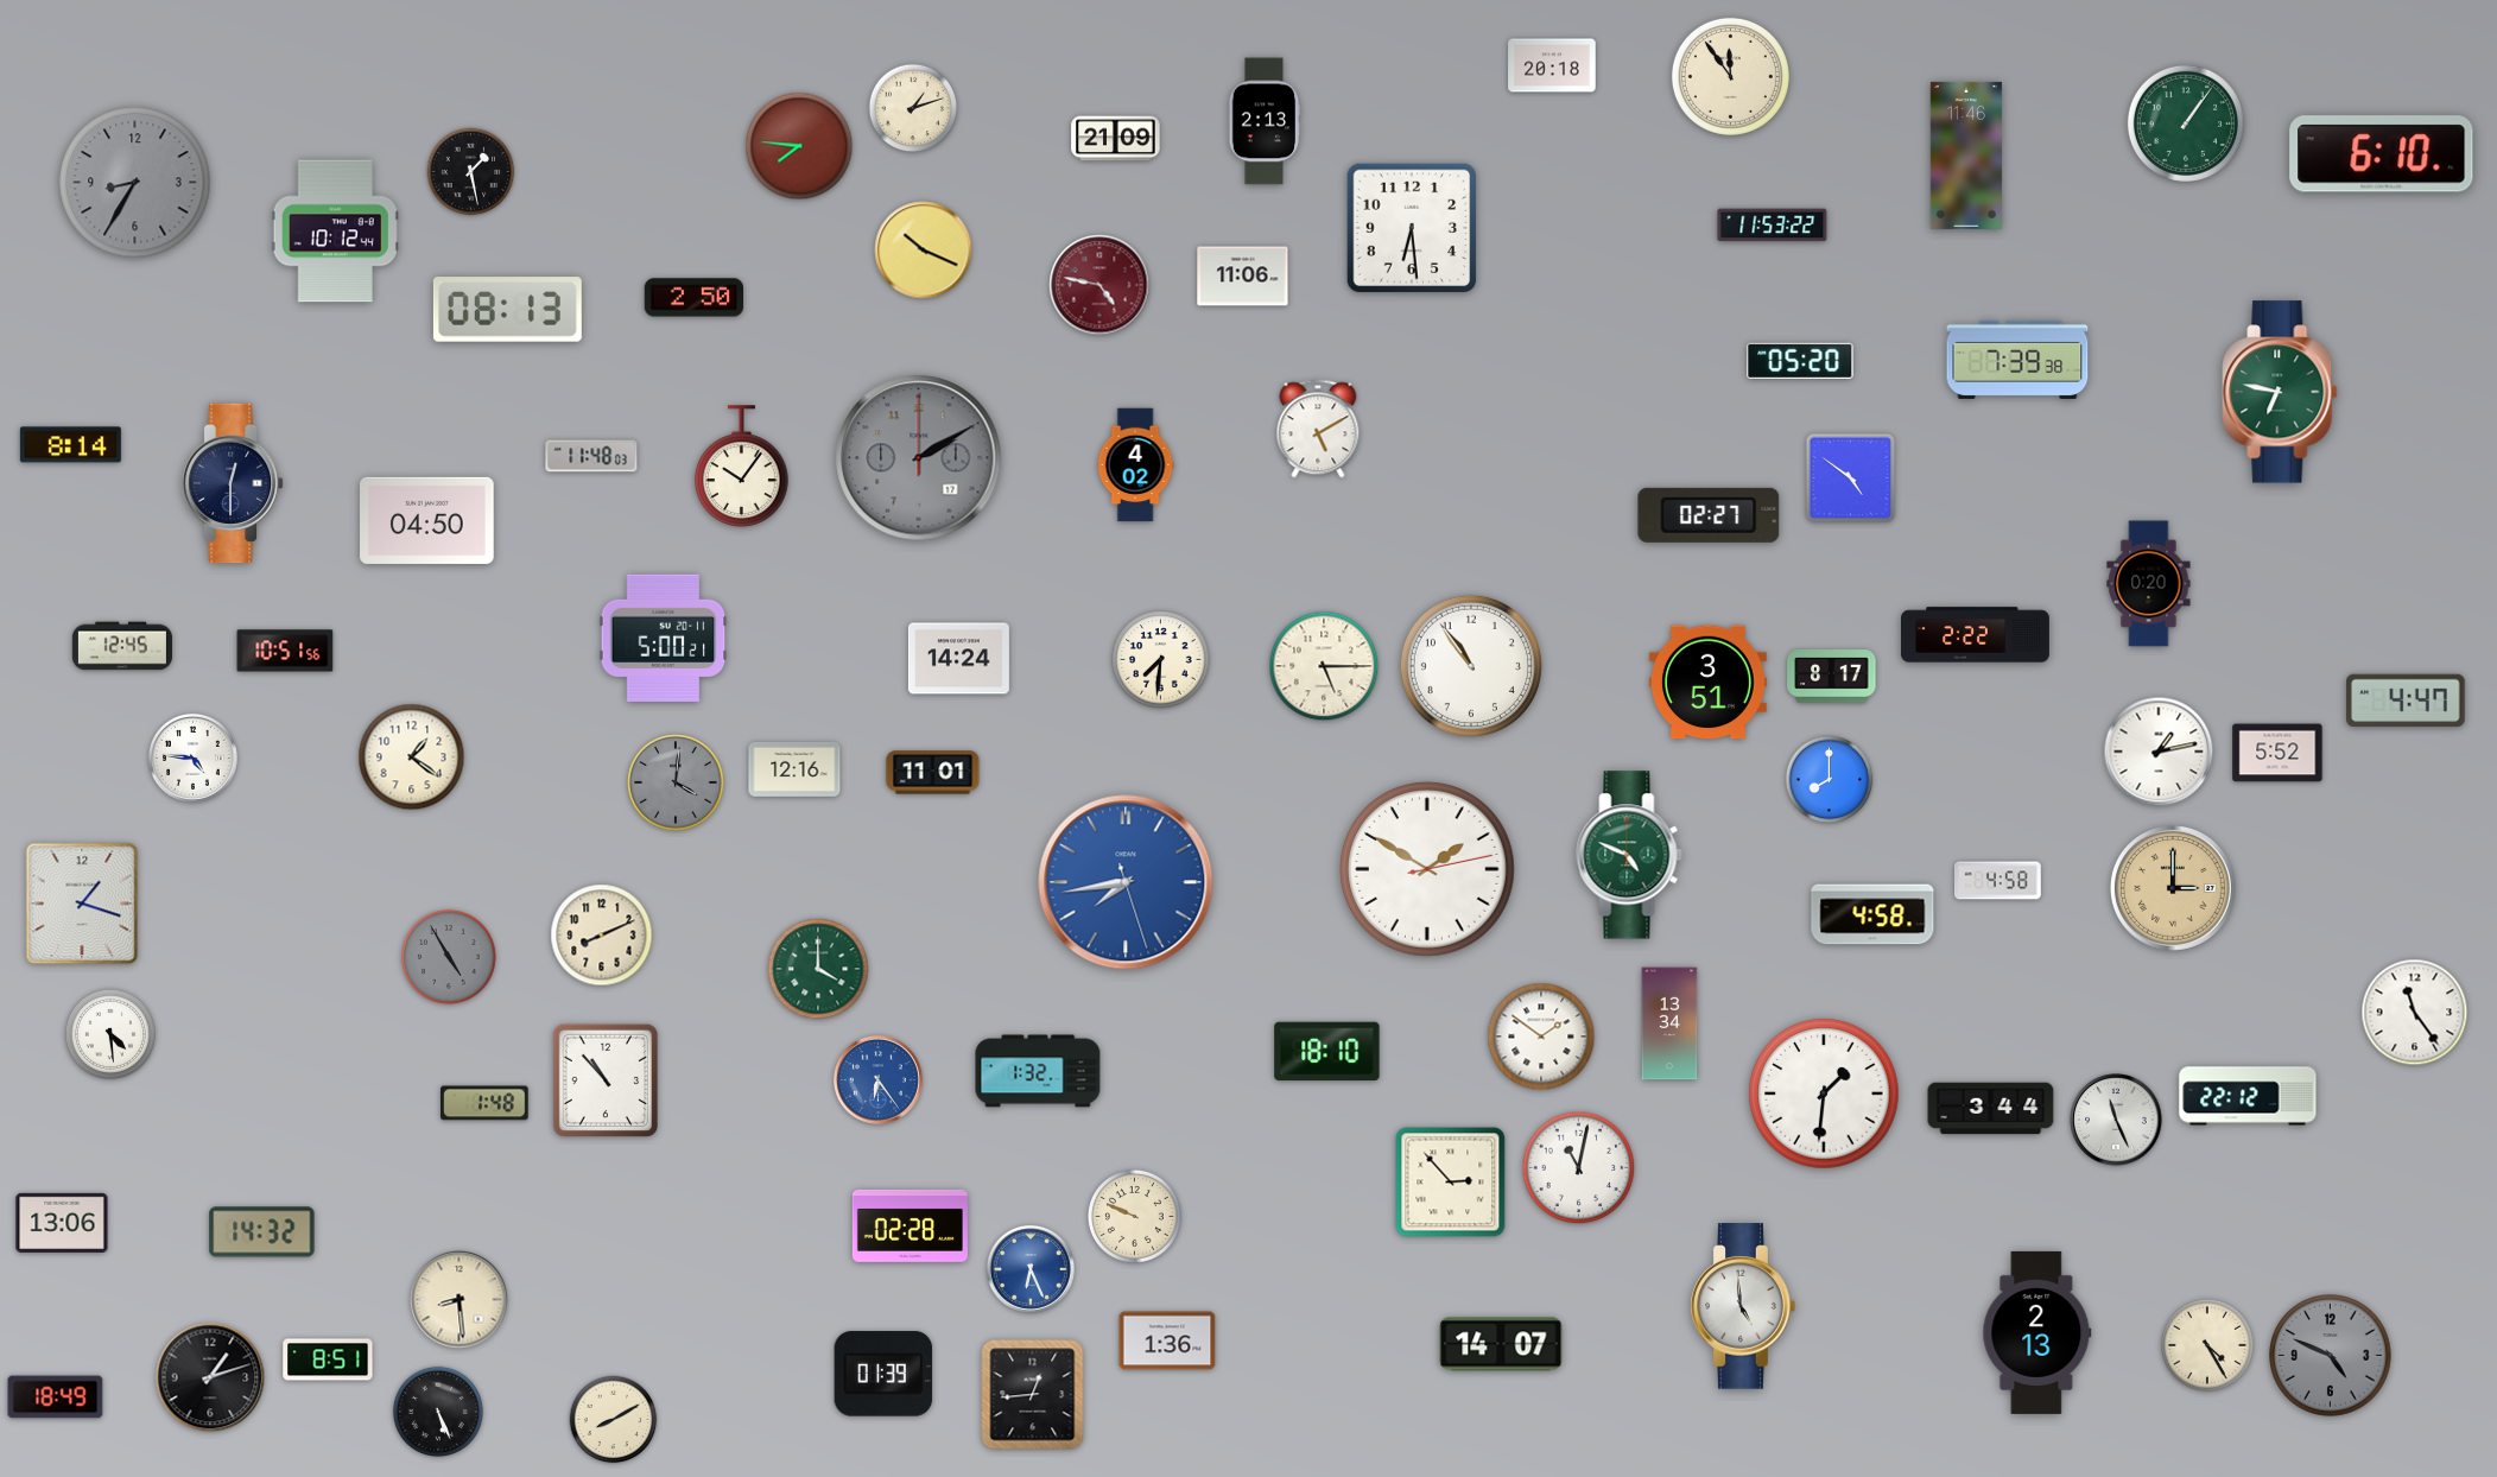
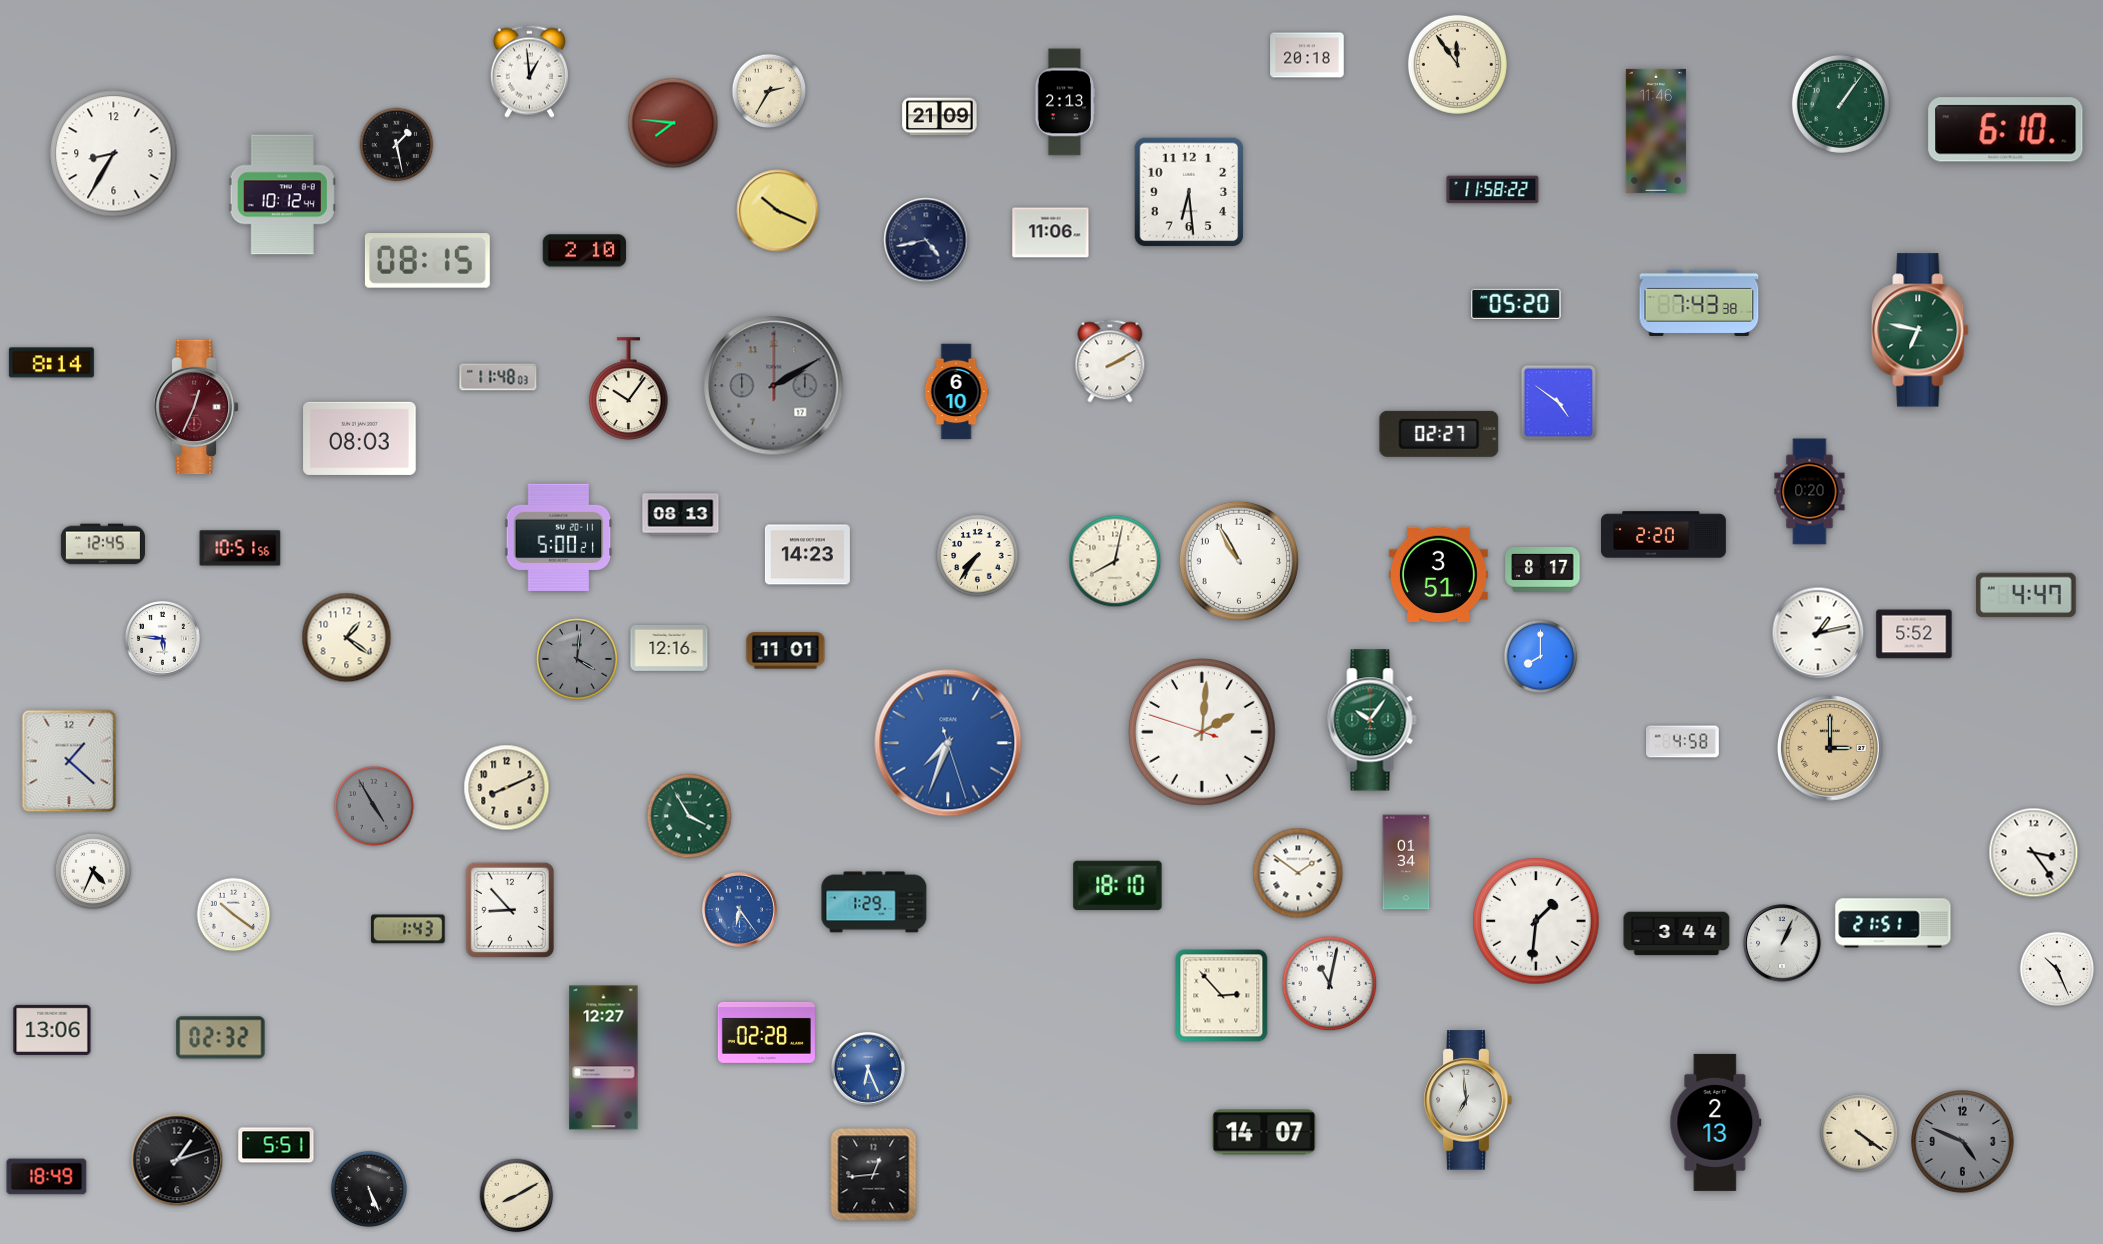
clock at (529, 71): none -> 12:59
clock at (913, 108): 1:12 -> 2:35
clock at (135, 183) dial: grey -> white
clock at (1773, 226): 11:53 -> 11:58
clock at (1243, 277) position: (1243, 277) -> (1051, 233)
clock at (1099, 285): 4:47 -> 4:43
clock at (1099, 285) dial: burgundy -> navy
clock at (693, 298): 2:50 -> 2:10
clock at (507, 310): 08:13 -> 08:15
clock at (2017, 360): 7:39 -> 7:43
clock at (1318, 429): 5:10 -> 2:10
clock at (70, 445) position: (70, 445) -> (51, 363)
clock at (591, 456) position: (591, 456) -> (498, 377)
clock at (1135, 465): 4:02 -> 6:10
clock at (742, 467) position: (742, 467) -> (629, 389)
clock at (233, 483): 12:30 -> 12:34
clock at (233, 483) dial: navy -> burgundy
clock at (427, 520): 04:50 -> 08:03
clock at (681, 515): none -> 08:13
clock at (1976, 635): 2:22 -> 2:20
clock at (958, 659): 14:24 -> 14:23
clock at (1161, 660): 7:31 -> 7:36
clock at (1324, 666): 5:15 -> 8:02
clock at (1471, 666): 10:54 -> 10:55
clock at (2406, 701) position: (2406, 701) -> (2026, 595)
clock at (2277, 753) position: (2277, 753) -> (1914, 634)
clock at (192, 757): 4:46 -> 5:46
clock at (676, 782) position: (676, 782) -> (577, 659)
clock at (1629, 855): 4:49 -> 10:06
clock at (1427, 869): 1:50 -> 2:00
clock at (1126, 882): 7:43 -> 7:33
clock at (82, 904): 1:18 -> 1:22
clock at (1872, 914): 4:58 -> none
clock at (450, 958) position: (450, 958) -> (375, 807)
clock at (818, 969): 4:00 -> 3:55
clock at (2415, 1013): 11:24 -> 3:24
clock at (1669, 1023): 13:34 -> 01:34
clock at (110, 1034): 4:29 -> 4:34
clock at (1038, 1071): 1:32 -> 1:29
clock at (604, 1079): 10:53 -> 8:53
clock at (234, 915): none -> 10:21
clock at (2248, 1096): 22:12 -> 21:51
clock at (484, 1103): 1:48 -> 1:43
clock at (2116, 1120): 11:26 -> 1:04
clock at (2057, 969): none -> 10:26
clock at (1134, 1216): 9:49 -> none
clock at (262, 1232): 14:32 -> 02:32
clock at (604, 1058): none -> 12:27
clock at (460, 1300): 8:29 -> none
clock at (1743, 1306): 4:59 -> 6:59
clock at (1167, 1340): 1:36 -> none
clock at (2207, 1345): 4:25 -> 4:21
clock at (328, 1359): 8:51 -> 5:51
clock at (883, 1374): 01:39 -> none
clock at (1033, 1395) position: (1033, 1395) -> (874, 1175)
